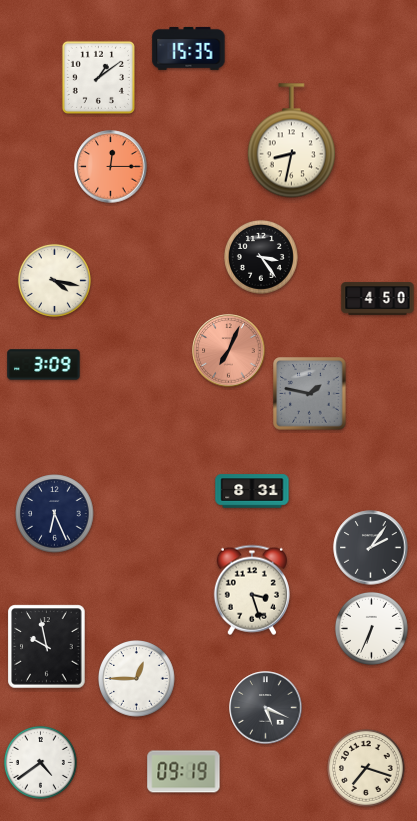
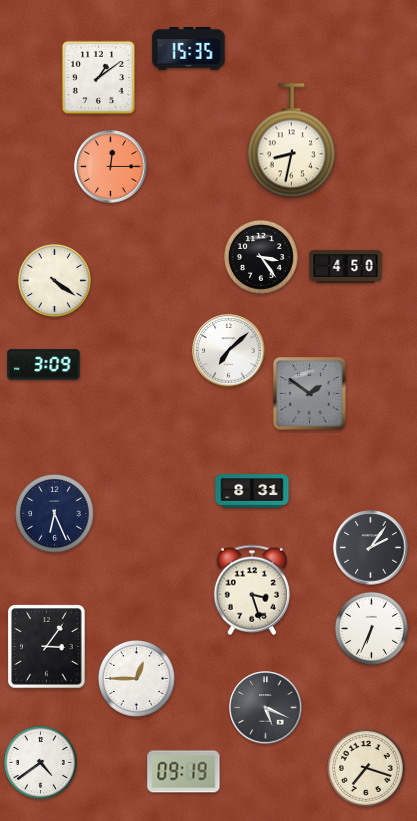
clock at (54, 280): 4:17 -> 4:21
clock at (378, 299) position: (378, 299) -> (346, 267)
clock at (229, 351): 7:04 -> 7:08
clock at (229, 351) dial: salmon -> white
clock at (310, 394): 1:47 -> 1:51
clock at (47, 647): 9:58 -> 3:06
